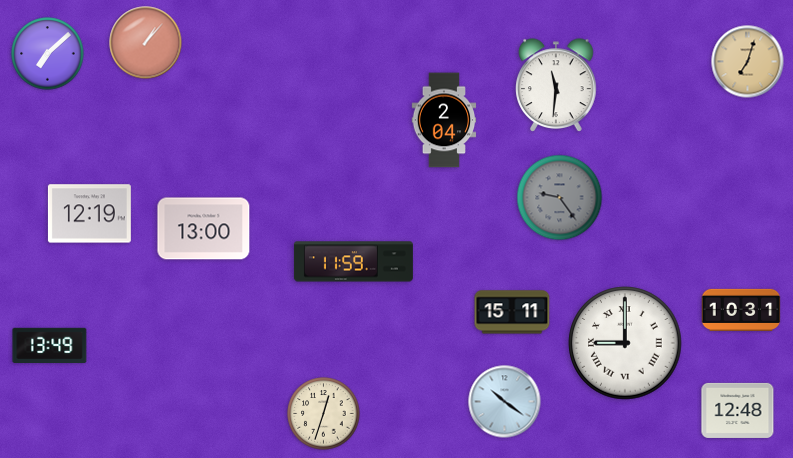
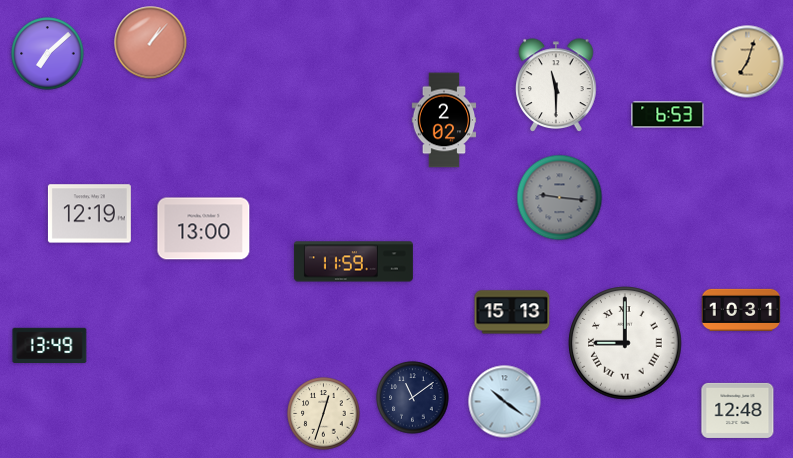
clock at (146, 43) position: (146, 43) -> (151, 43)
clock at (556, 85): 11:31 -> 11:30
clock at (668, 115): none -> 6:53
clock at (444, 120): 2:04 -> 2:02
clock at (560, 198): 9:24 -> 9:16
clock at (512, 312): 15:11 -> 15:13
clock at (413, 398): none -> 11:09
